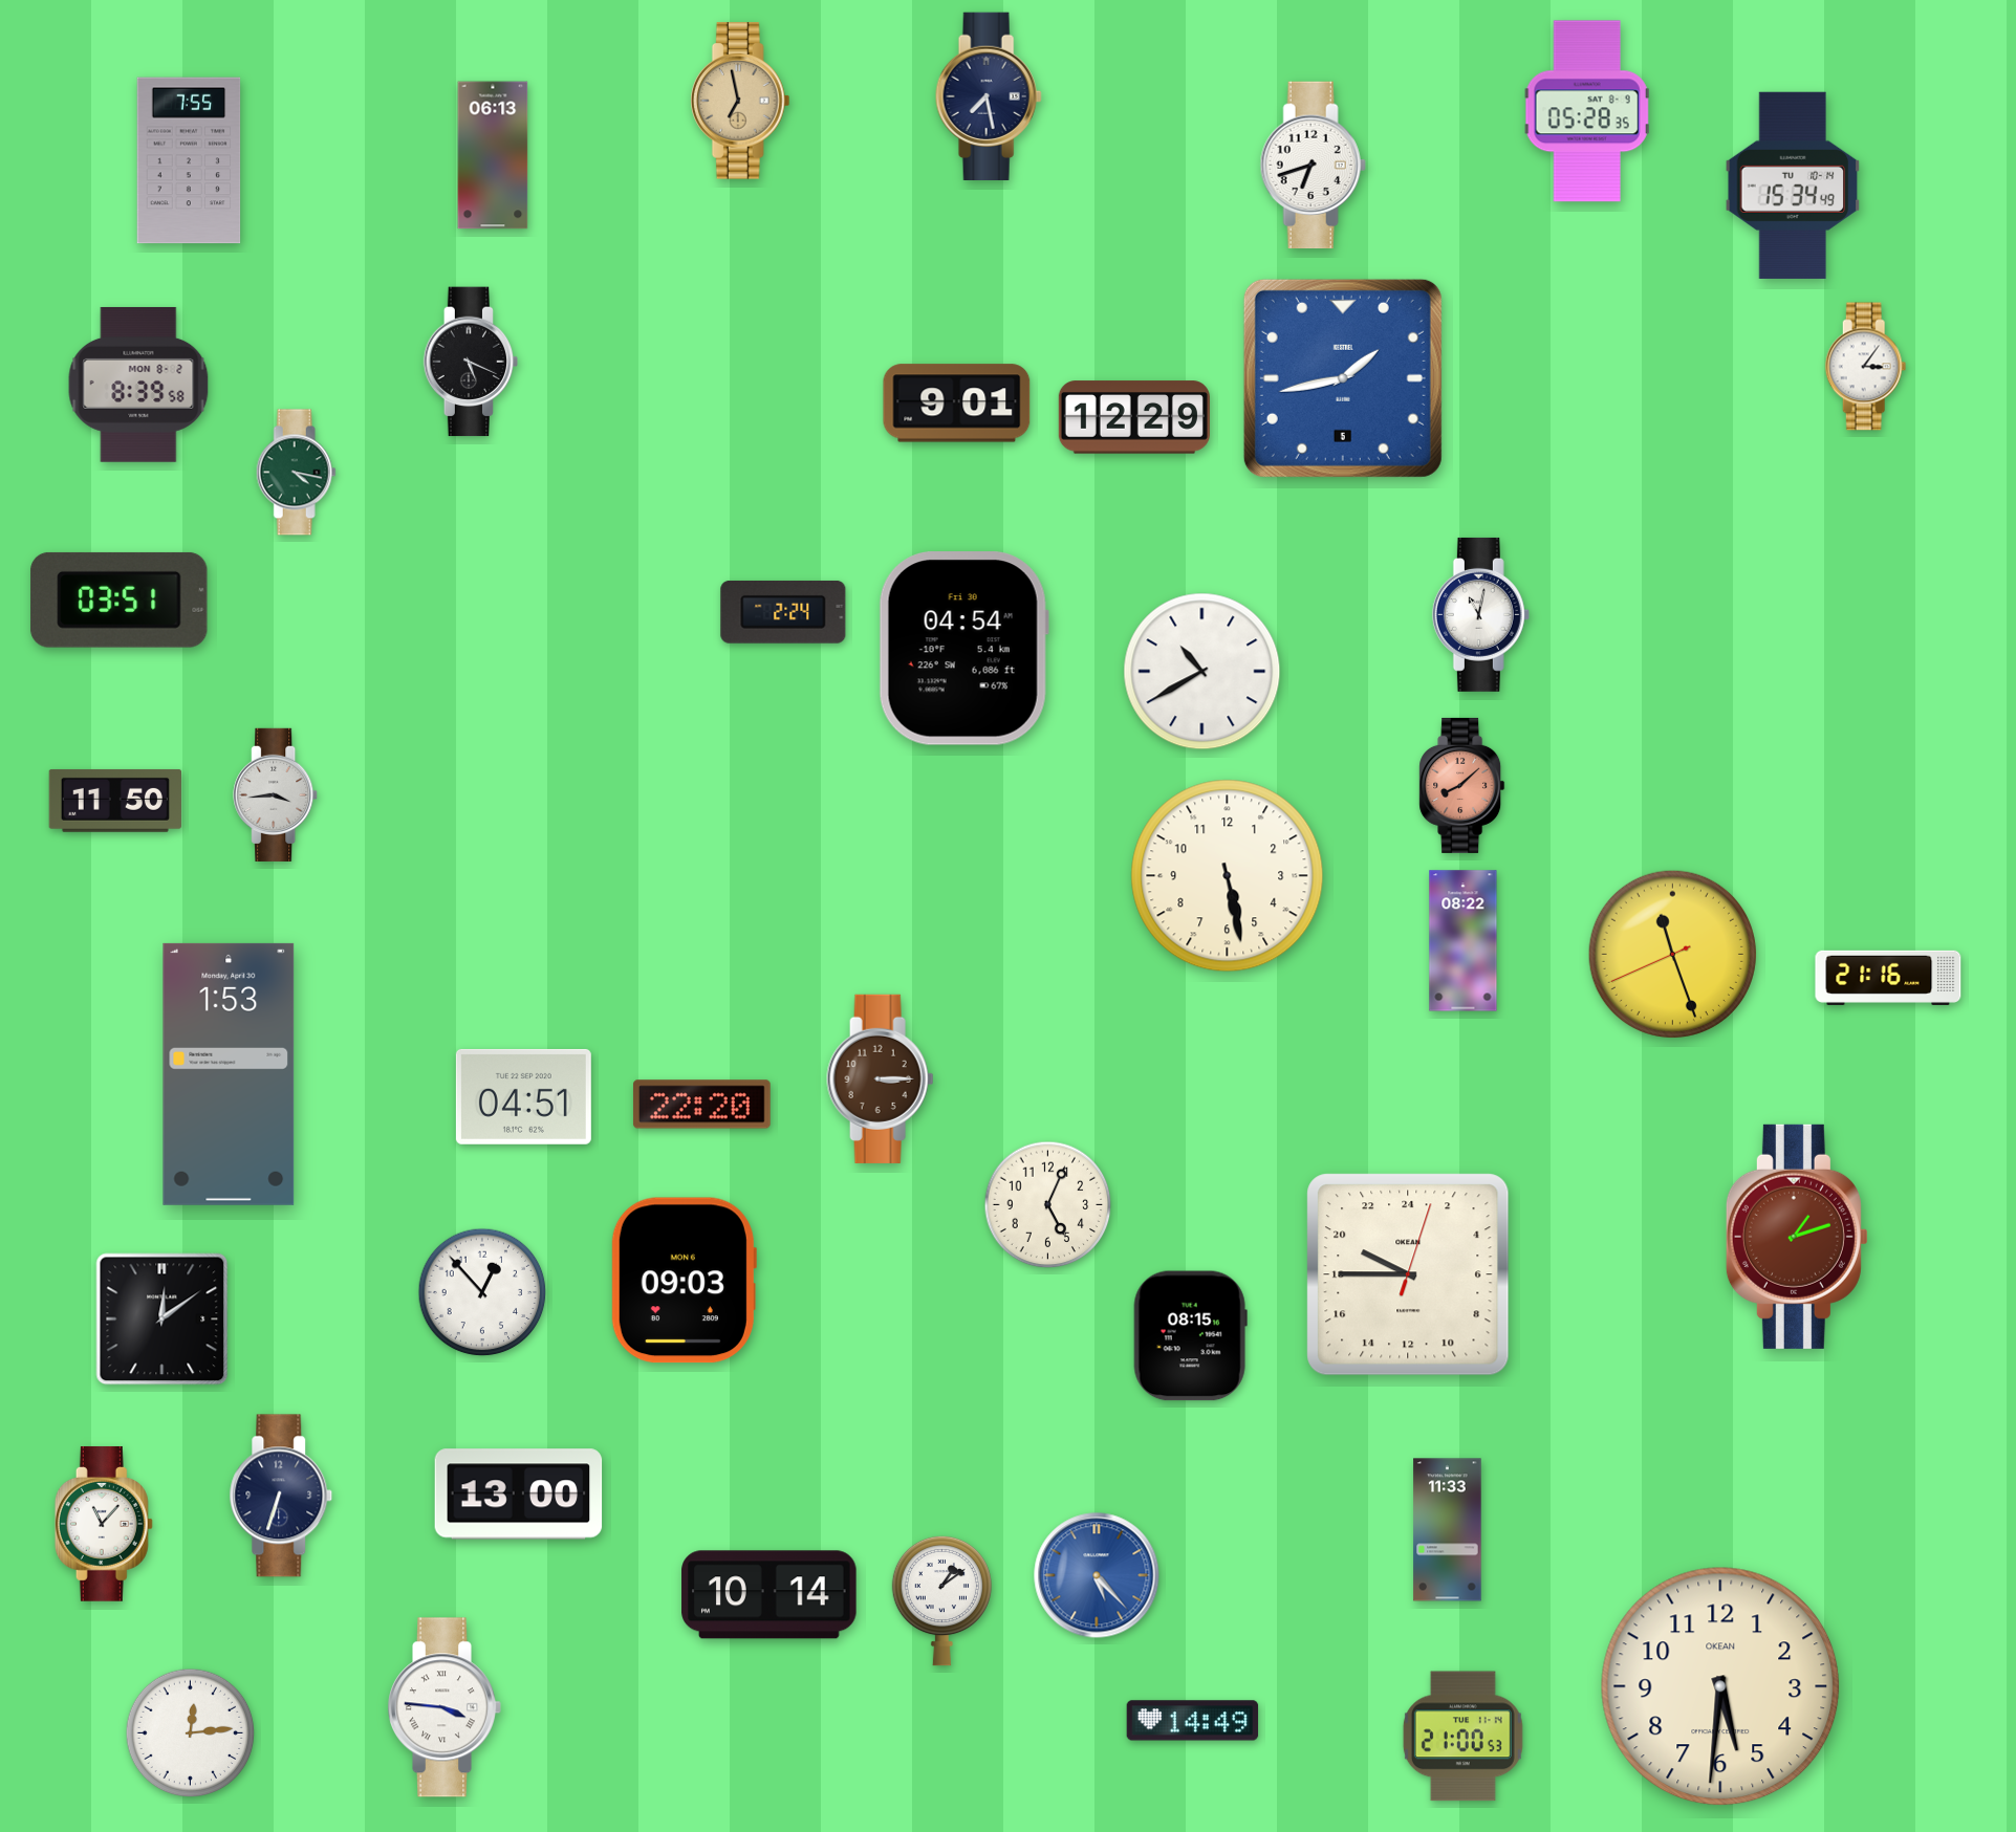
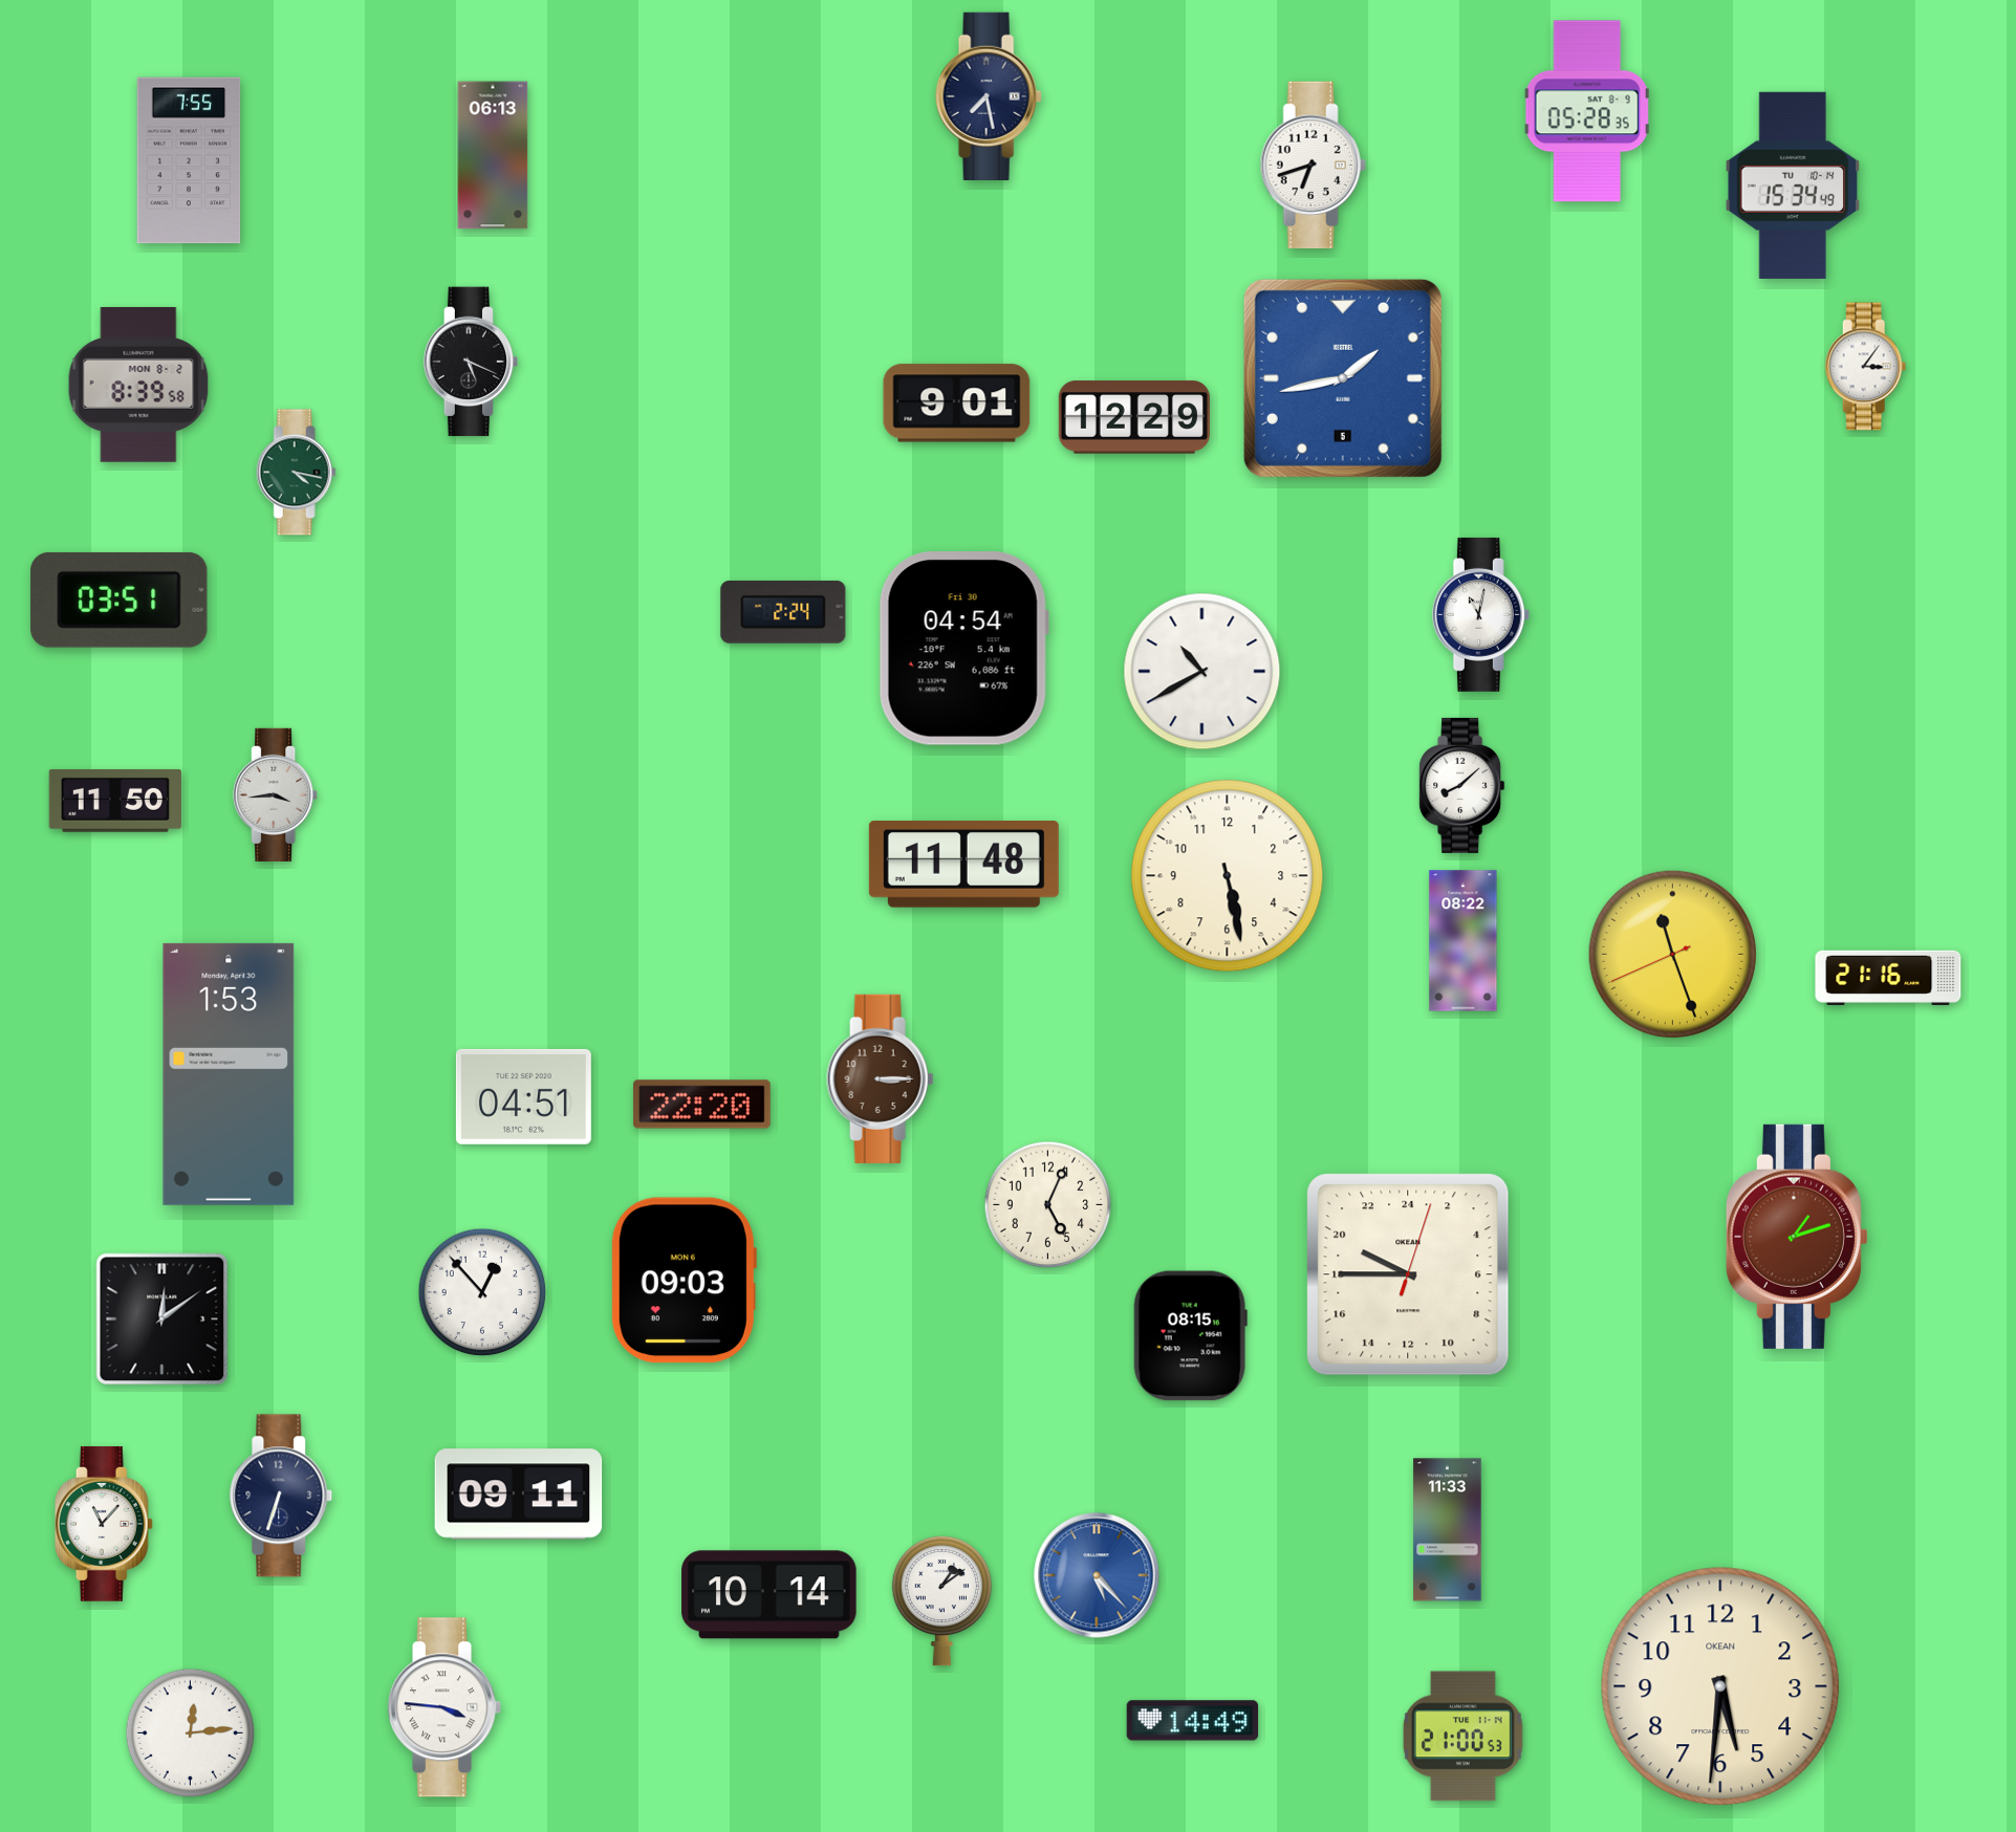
clock at (740, 101): 6:58 -> none
clock at (1462, 785) dial: salmon -> white
clock at (963, 865): none -> 11:48
clock at (519, 1495): 13:00 -> 09:11
